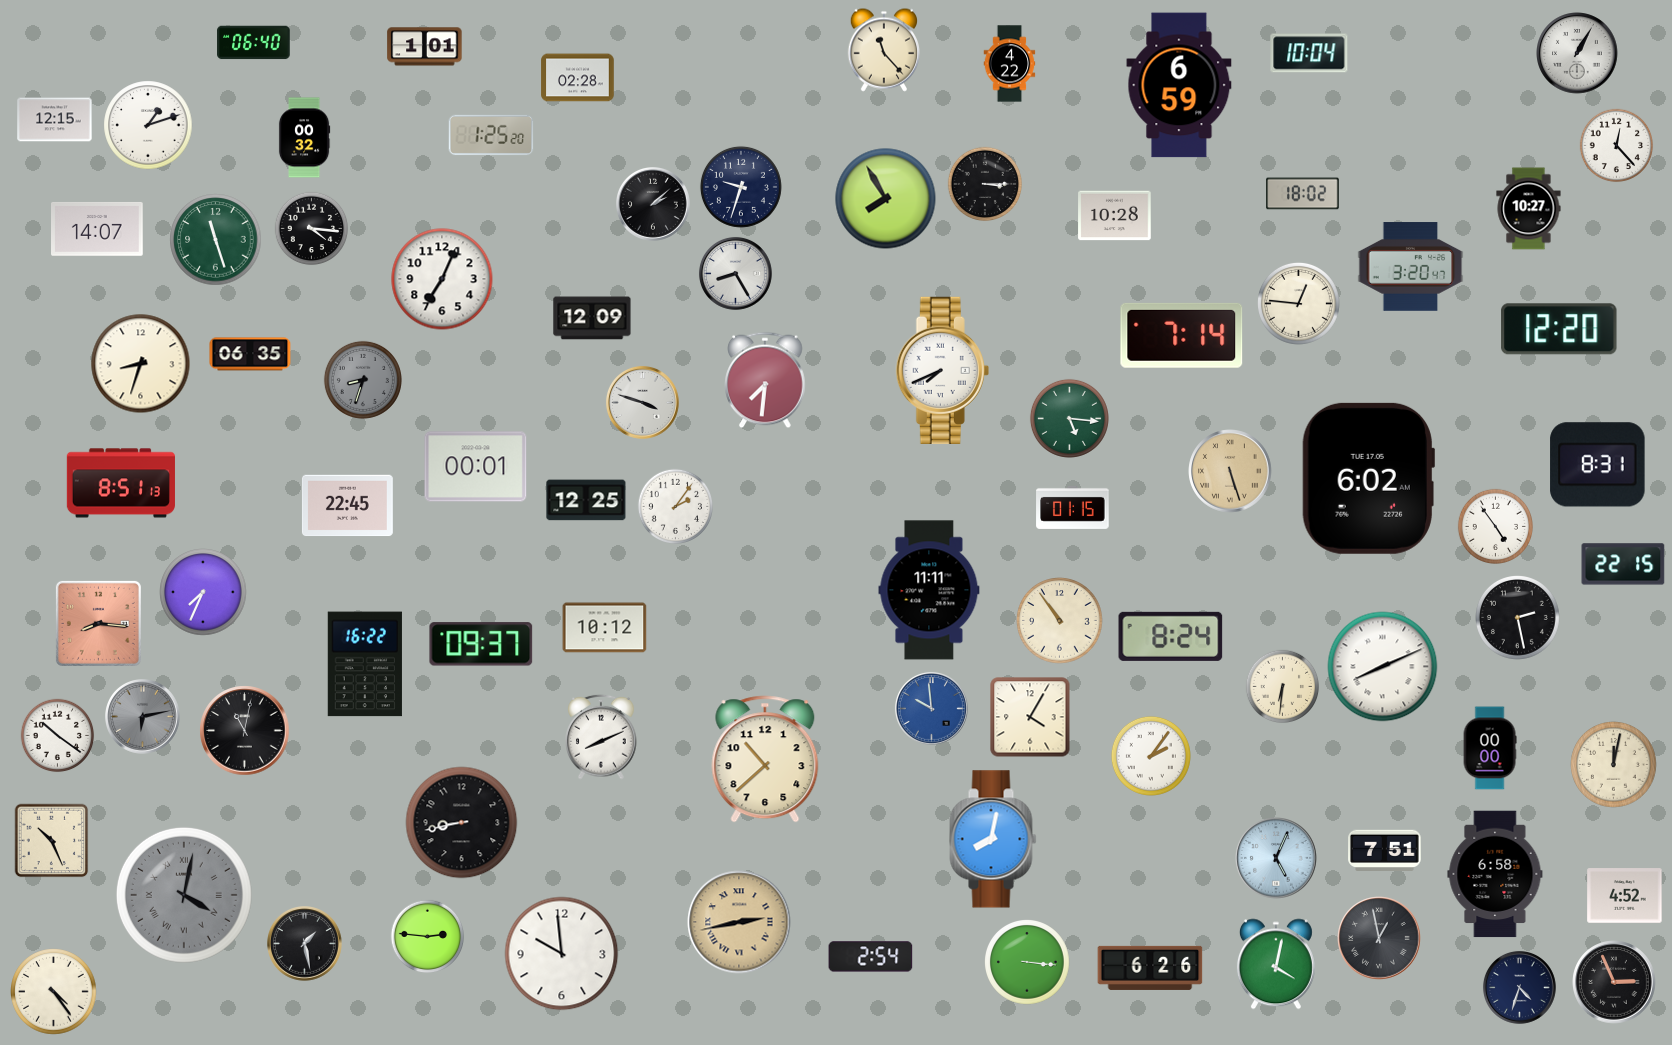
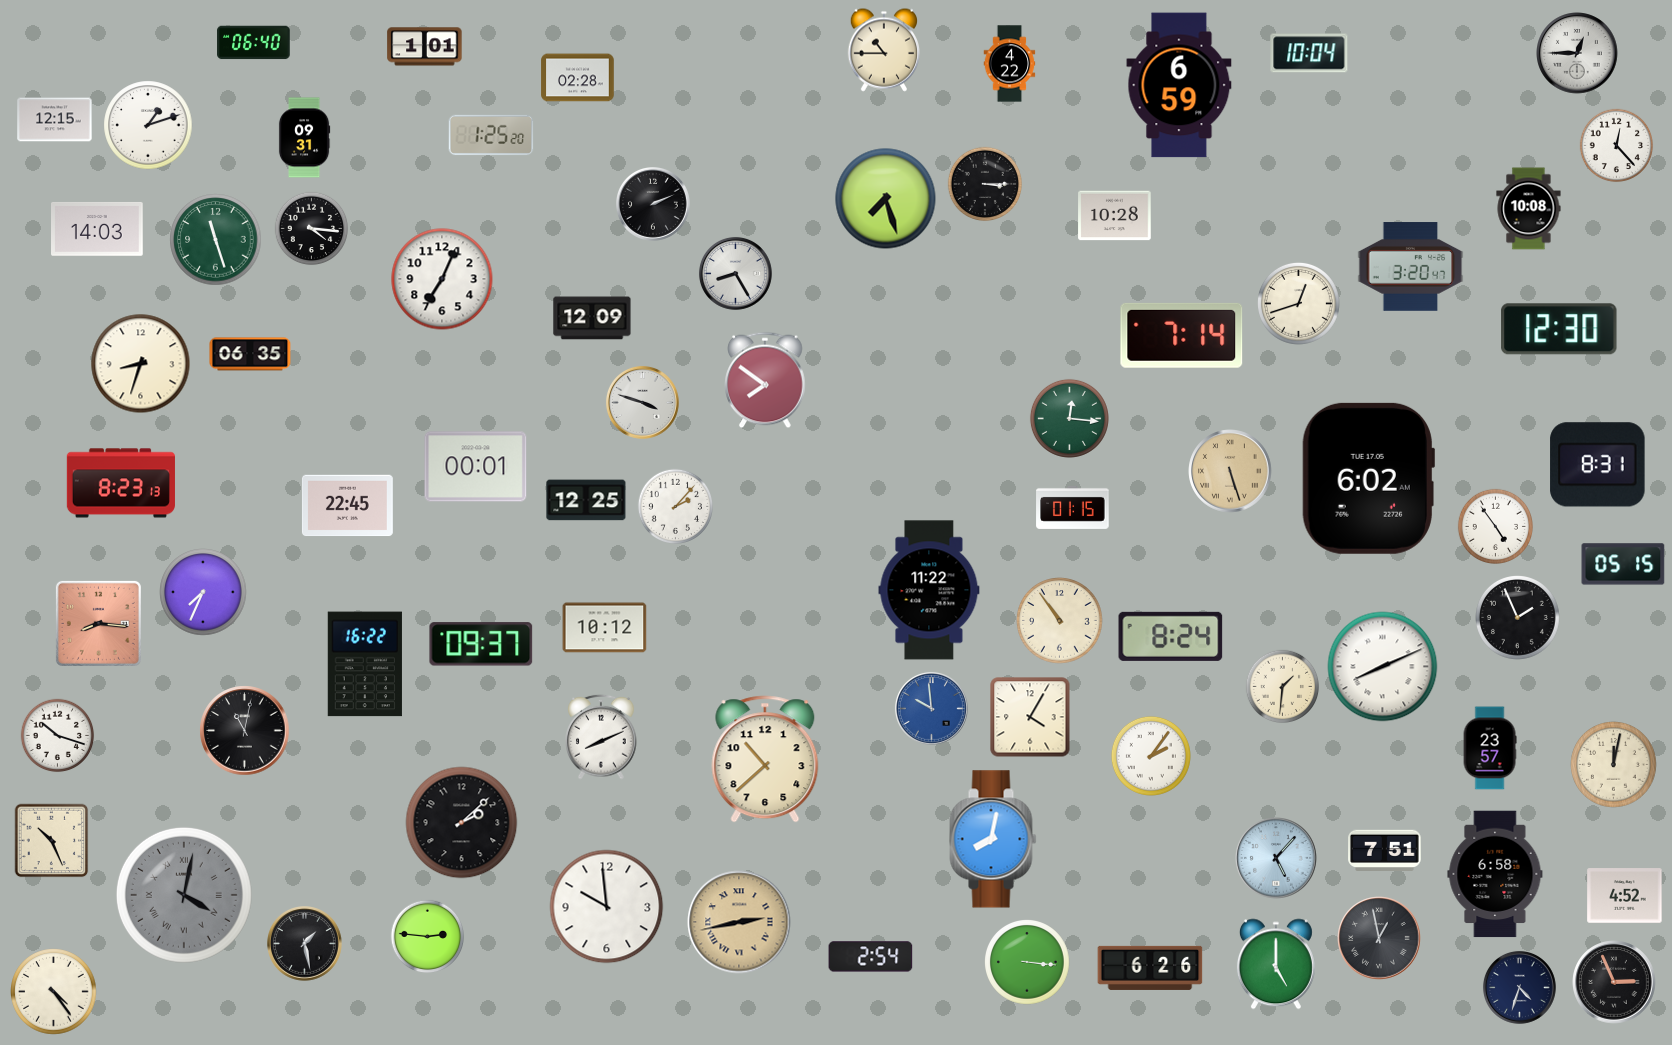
clock at (883, 50): 11:23 -> 10:45
clock at (1577, 53): 1:05 -> 12:45
clock at (304, 138): 00:32 -> 09:31
clock at (741, 187): 9:33 -> none
clock at (1303, 194): 18:02 -> none
clock at (886, 199): 7:55 -> 7:27
clock at (654, 205): 2:08 -> 2:11
clock at (1529, 209): 10:27 -> 10:08
clock at (98, 229): 14:07 -> 14:03
clock at (1298, 303): 12:46 -> 12:42
clock at (1559, 329): 12:20 -> 12:30
clock at (942, 370): 7:41 -> none
clock at (363, 380): 8:33 -> none
clock at (765, 380): 7:31 -> 7:51
clock at (1069, 418): 5:16 -> 12:16
clock at (121, 483): 8:51 -> 8:23
clock at (675, 506): 2:06 -> 2:07
clock at (1623, 564): 22:15 -> 05:15
clock at (929, 590): 11:11 -> 11:22
clock at (1518, 618): 2:28 -> 1:56
clock at (1283, 687): 6:31 -> 1:31
clock at (143, 717): 6:13 -> none
clock at (58, 736): 10:21 -> 10:18
clock at (1490, 748): 00:00 -> 23:57
clock at (462, 823): 8:43 -> 2:08
clock at (1276, 858): 5:04 -> 5:07
clock at (562, 954) position: (562, 954) -> (607, 907)
clock at (1276, 964): 4:02 -> 5:00
